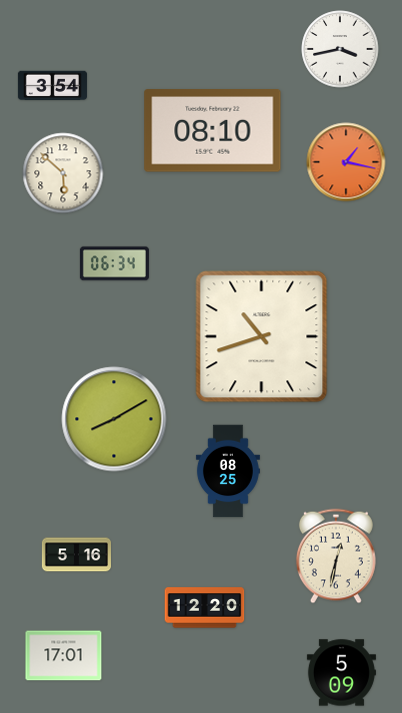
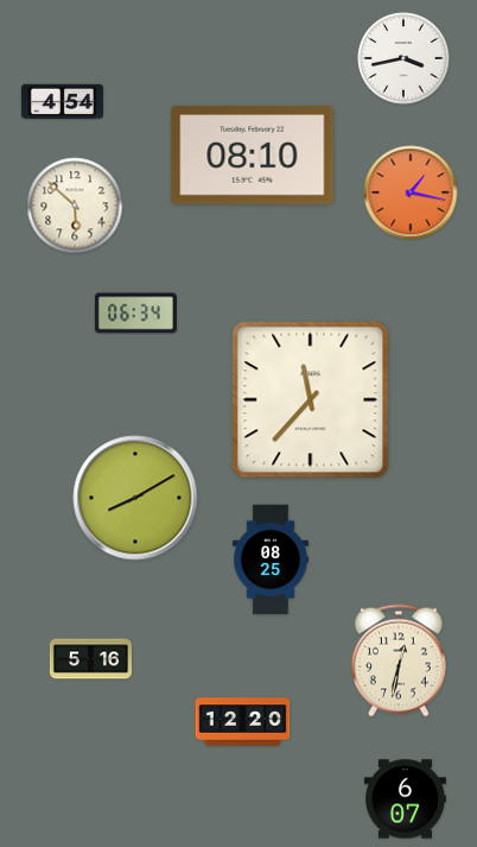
clock at (52, 86): 3:54 -> 4:54
clock at (262, 337): 10:42 -> 11:37
clock at (64, 656): 17:01 -> none
clock at (341, 673): 5:09 -> 6:07
